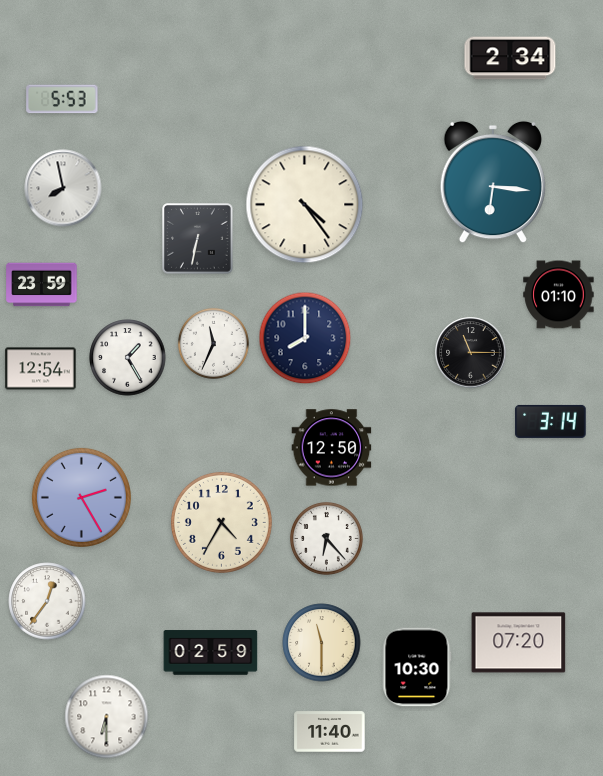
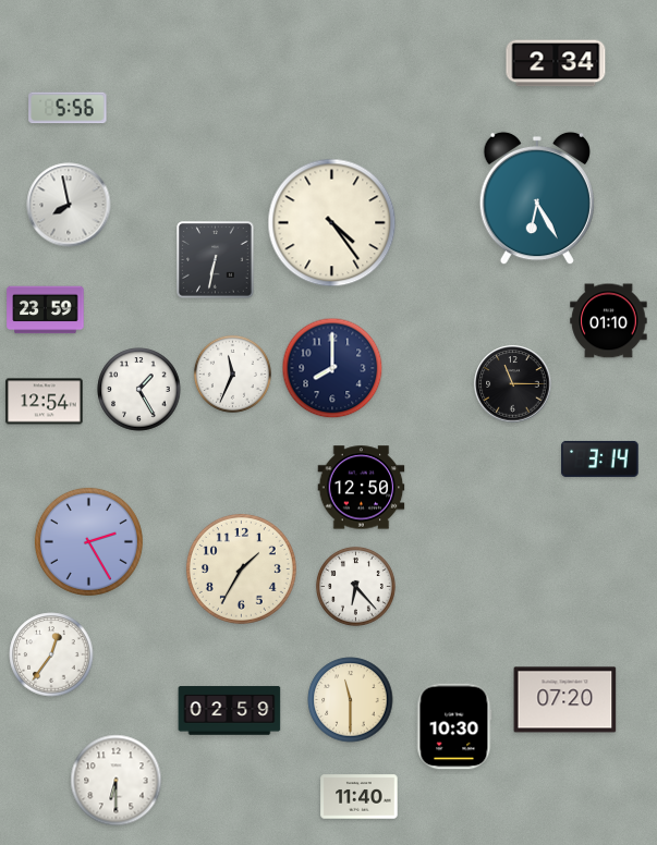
clock at (62, 99): 5:53 -> 5:56
clock at (493, 182): 6:16 -> 6:25
clock at (221, 522): 4:35 -> 1:35
